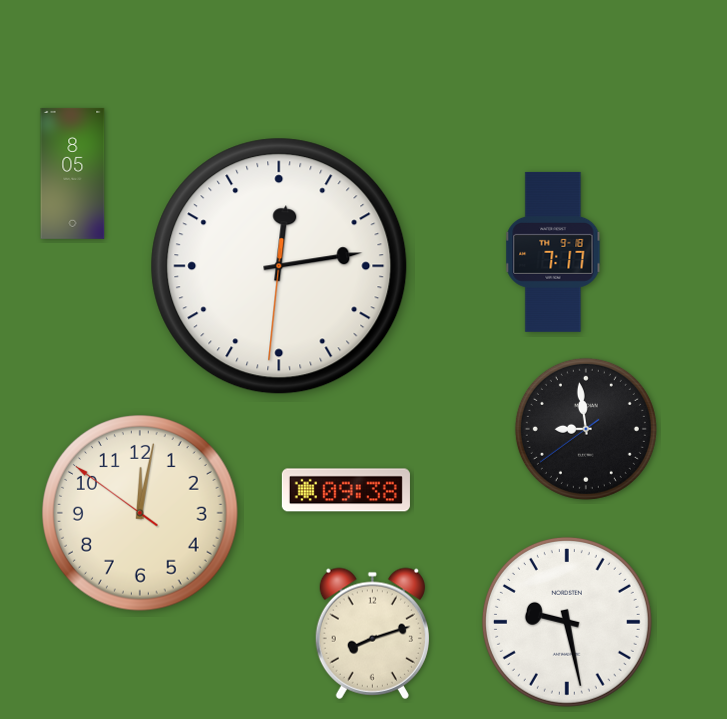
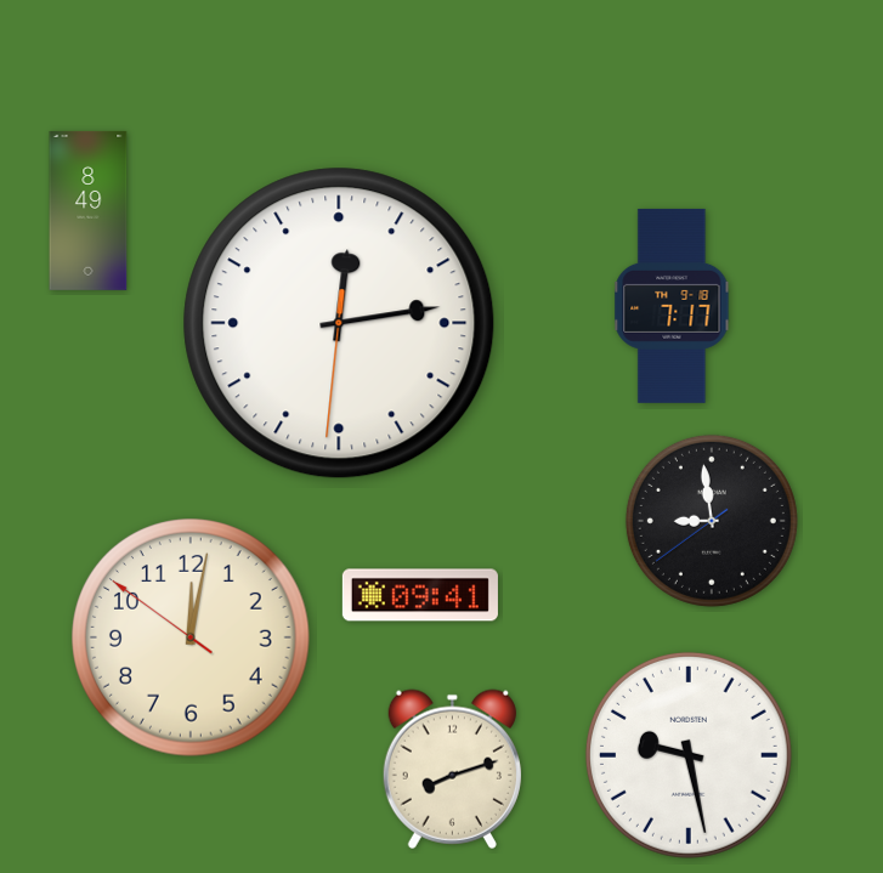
clock at (73, 173): 8:05 -> 8:49
clock at (346, 490): 09:38 -> 09:41
clock at (141, 514) position: (141, 514) -> (192, 639)
